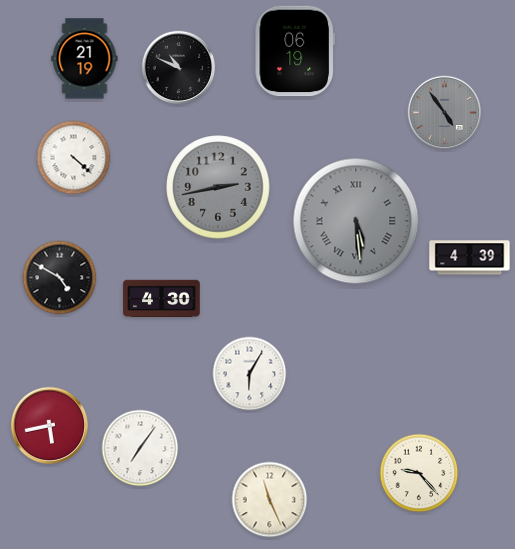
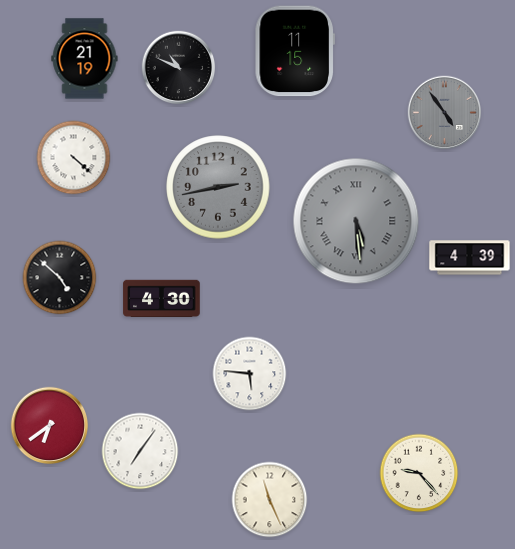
clock at (295, 51): 06:19 -> 11:15
clock at (60, 278): 4:50 -> 4:52
clock at (250, 374): 6:05 -> 5:46
clock at (49, 425): 5:43 -> 6:39
clock at (140, 448) position: (140, 448) -> (140, 451)
